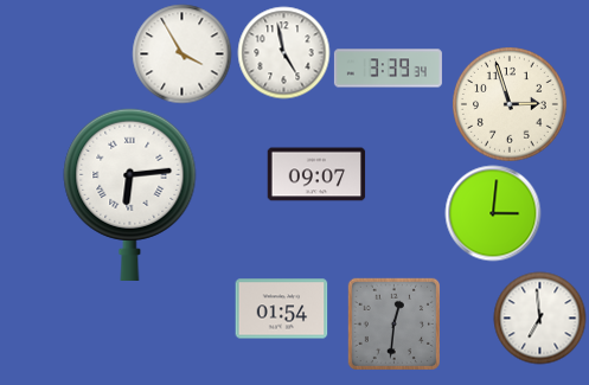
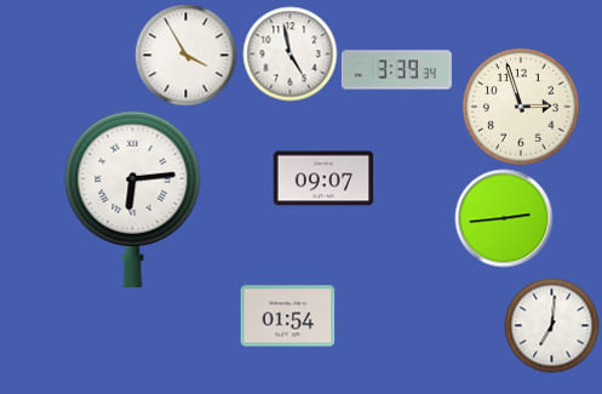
clock at (493, 213): 3:01 -> 2:44
clock at (539, 317): 6:59 -> 7:01
clock at (393, 323): 12:31 -> none
